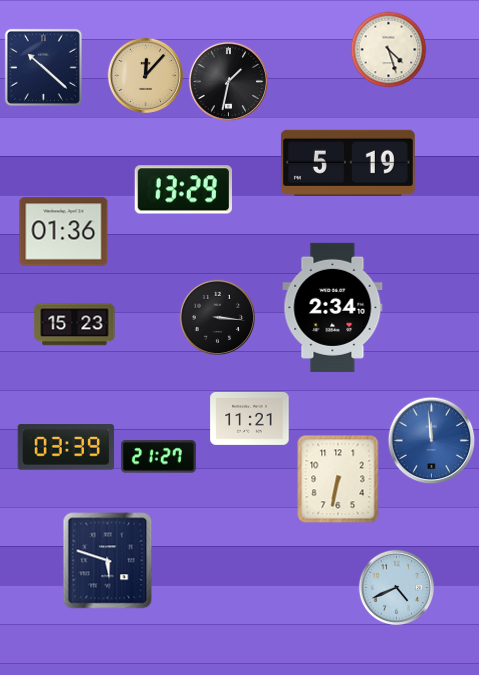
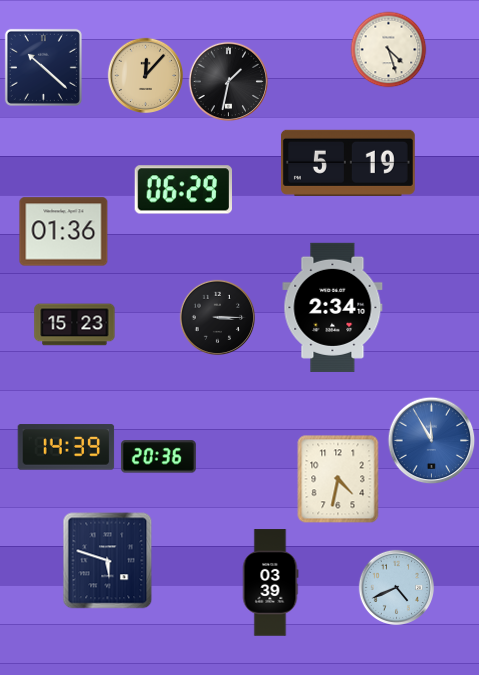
clock at (183, 190): 13:29 -> 06:29
clock at (217, 317): 3:16 -> 3:15
clock at (250, 418): 11:21 -> none
clock at (432, 441): 11:59 -> 11:55
clock at (66, 447): 03:39 -> 14:39
clock at (158, 457): 21:27 -> 20:36
clock at (338, 479): 6:32 -> 4:32
clock at (270, 583): none -> 03:39
